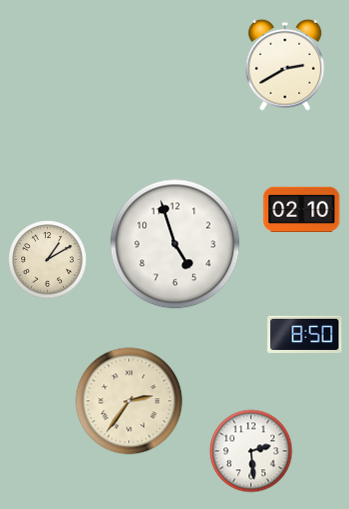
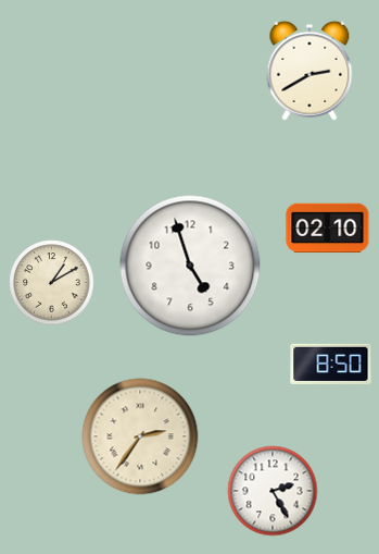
clock at (251, 451): 2:29 -> 2:25
